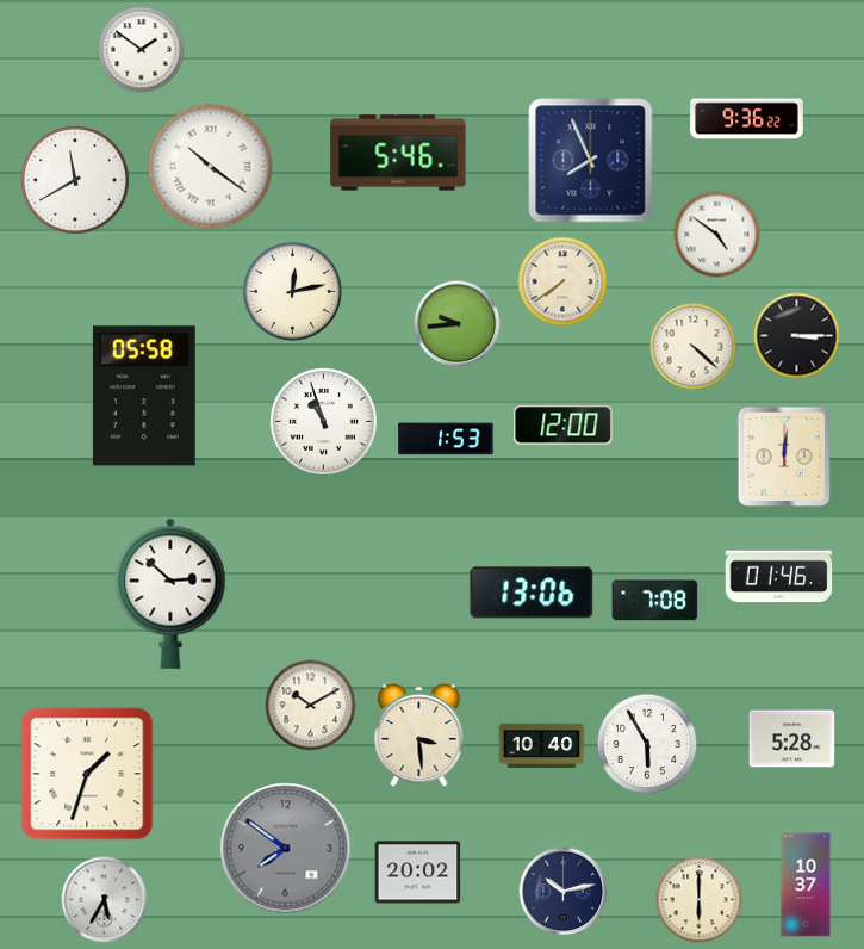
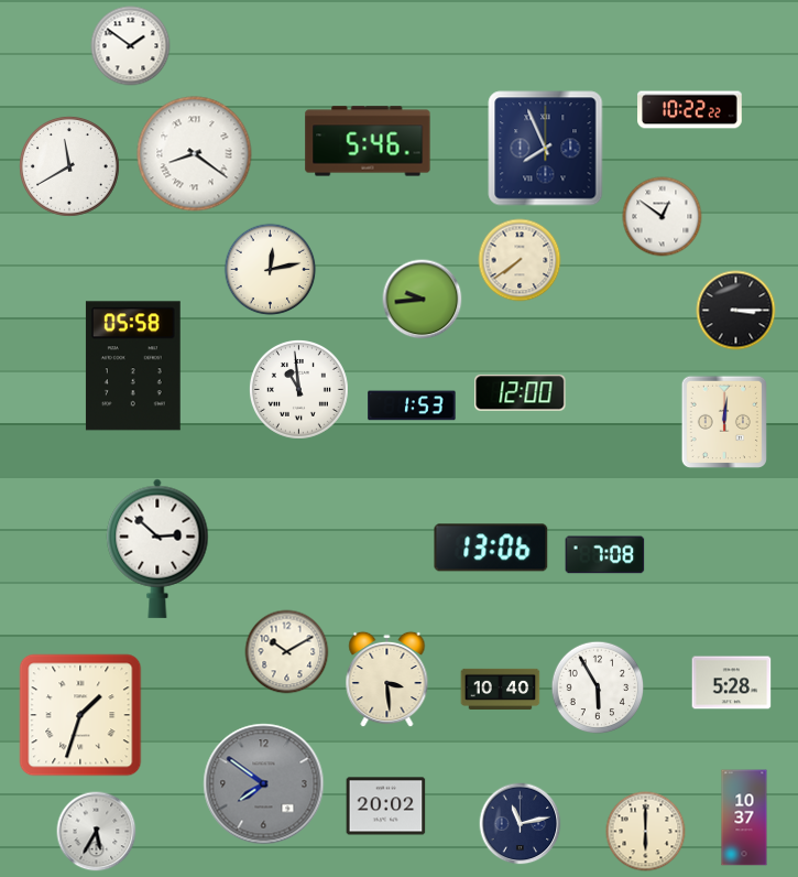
clock at (747, 119): 9:36 -> 10:22
clock at (211, 167): 10:21 -> 8:21
clock at (717, 235): 4:51 -> 12:51
clock at (694, 347): 4:22 -> none
clock at (323, 421): 10:57 -> 10:59
clock at (779, 577): 01:46 -> none
clock at (564, 892): 10:13 -> 11:13
